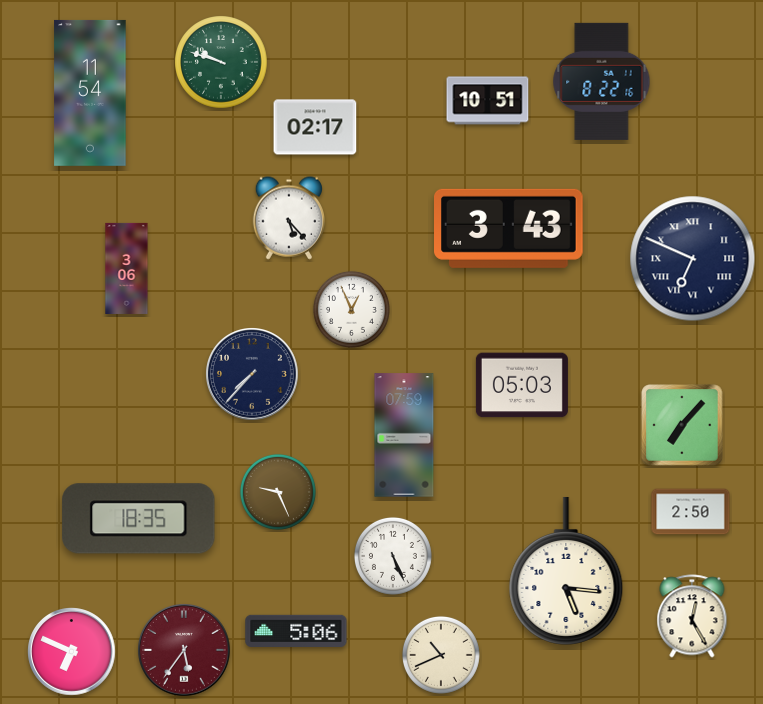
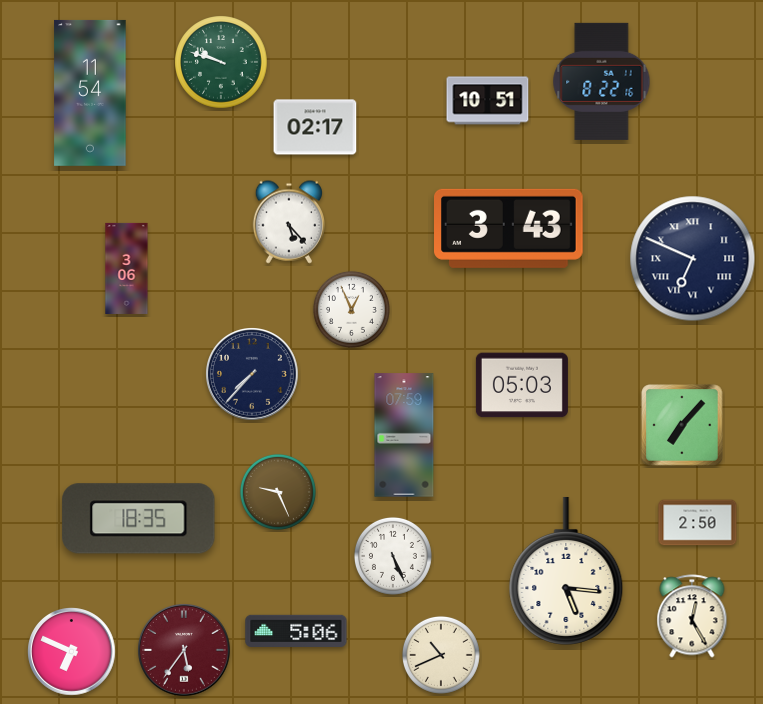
clock at (288, 218) position: (288, 218) -> (288, 222)
clock at (691, 512) position: (691, 512) -> (698, 523)
